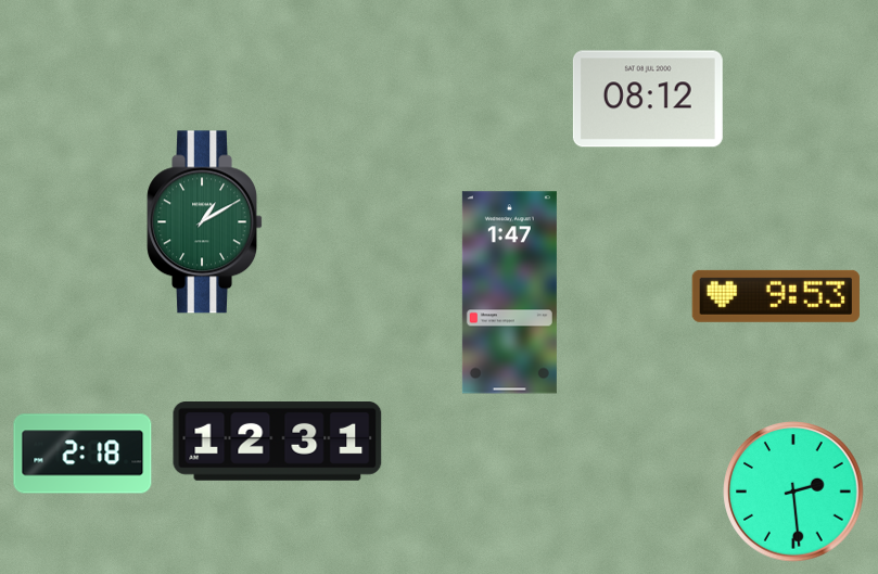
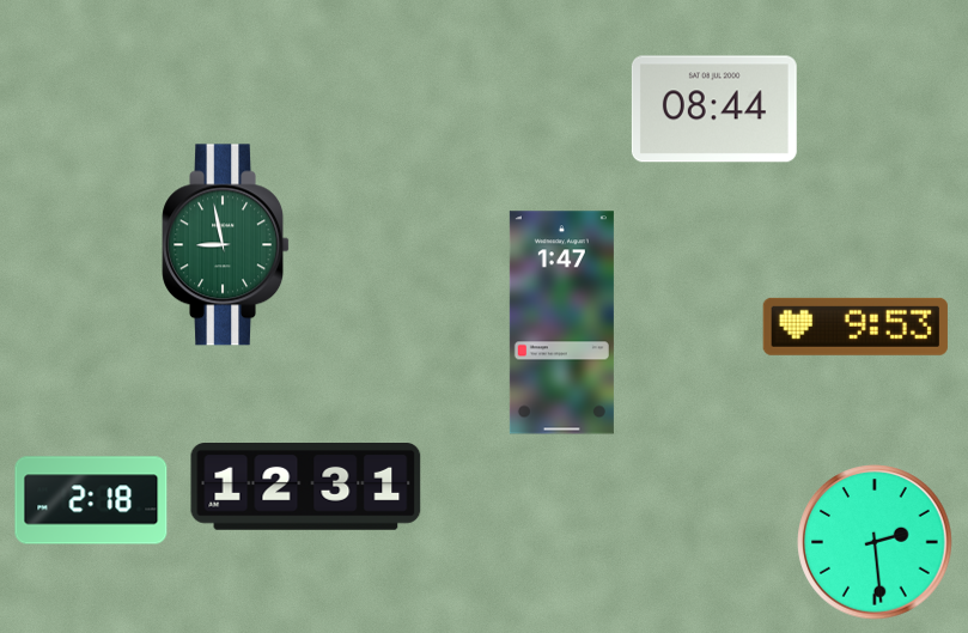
clock at (648, 99): 08:12 -> 08:44
clock at (205, 222): 1:10 -> 8:58
